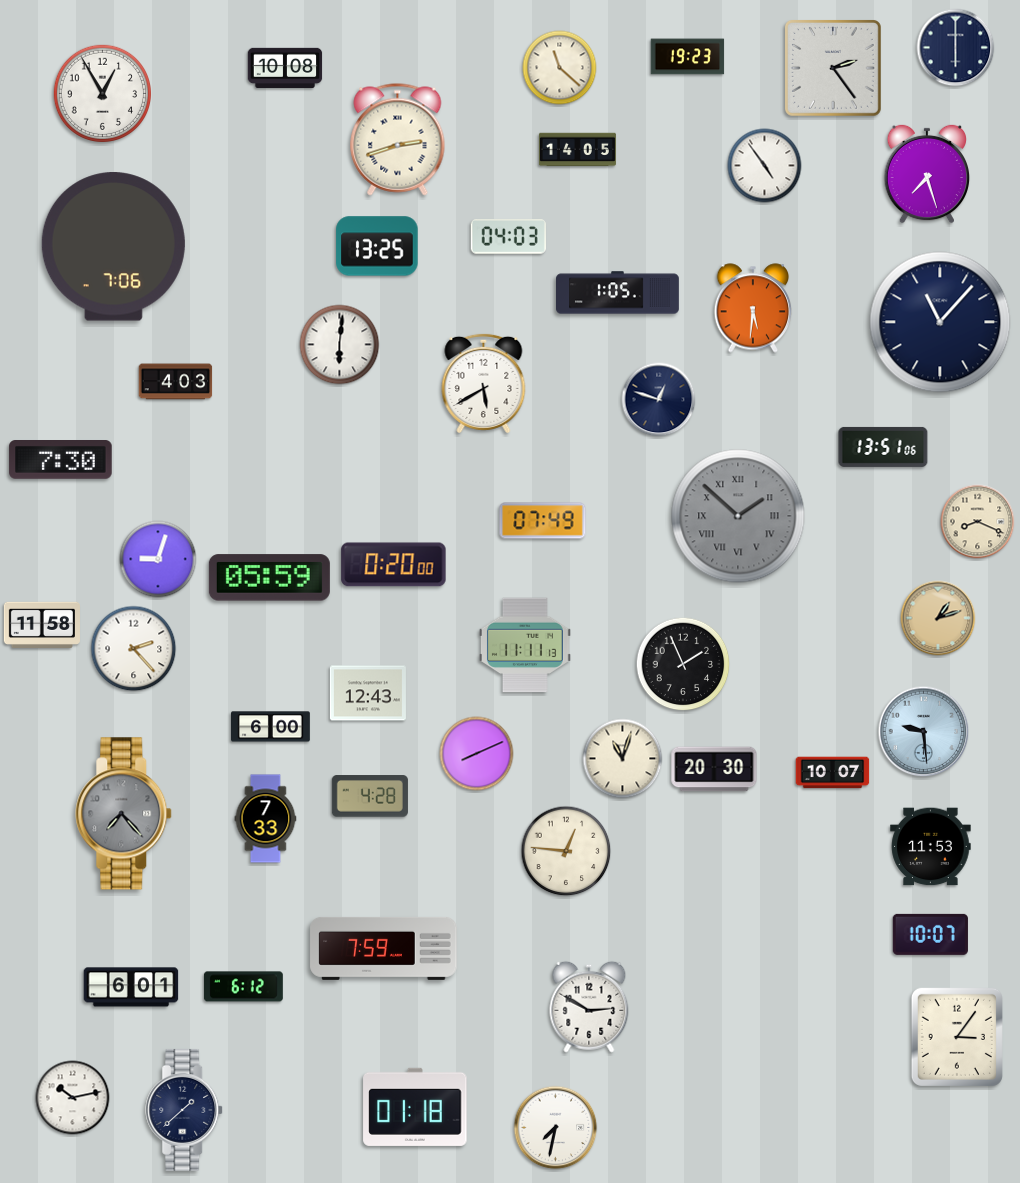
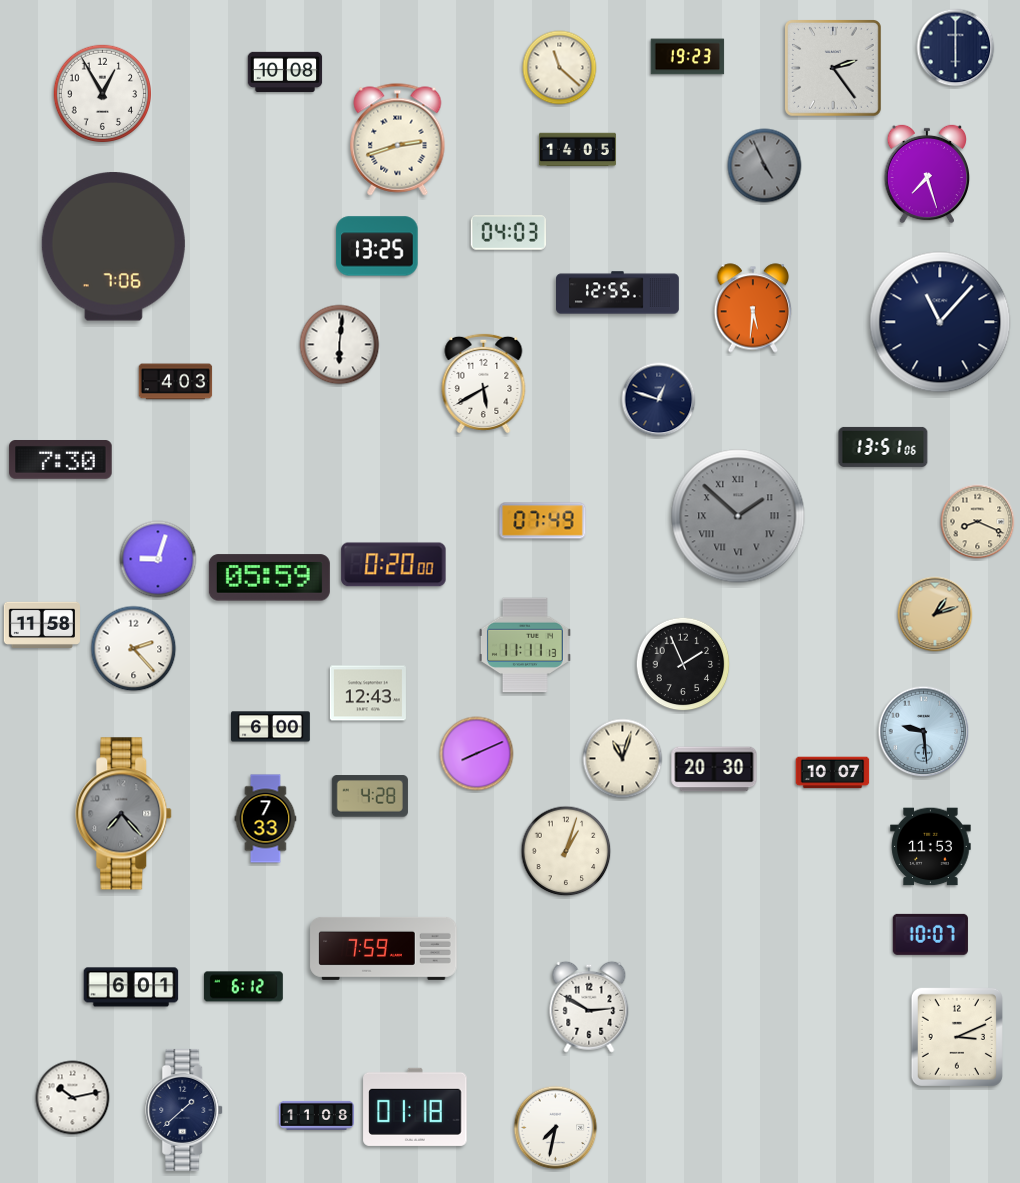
clock at (285, 67) position: (285, 67) -> (285, 71)
clock at (765, 166): 4:54 -> 4:56
clock at (765, 166) dial: white -> grey
clock at (508, 237) position: (508, 237) -> (508, 233)
clock at (618, 293): 1:05 -> 12:55
clock at (938, 618) position: (938, 618) -> (935, 614)
clock at (566, 851): 12:46 -> 1:03
clock at (957, 1037): 3:06 -> 3:11
clock at (316, 1115): none -> 11:08
